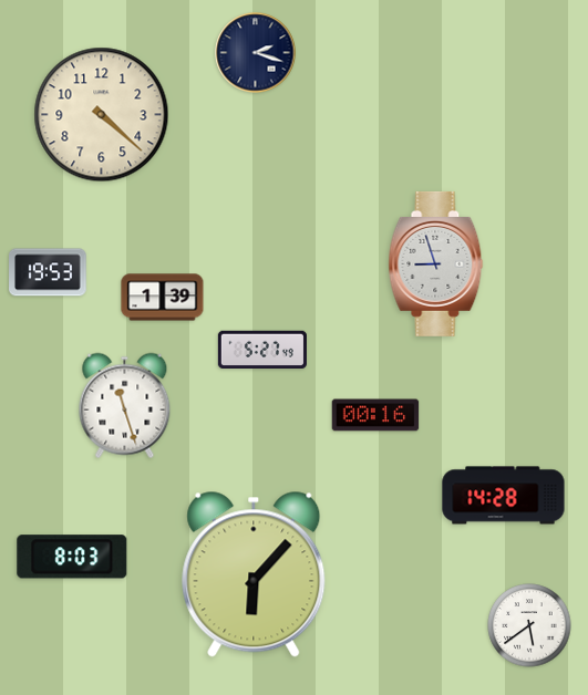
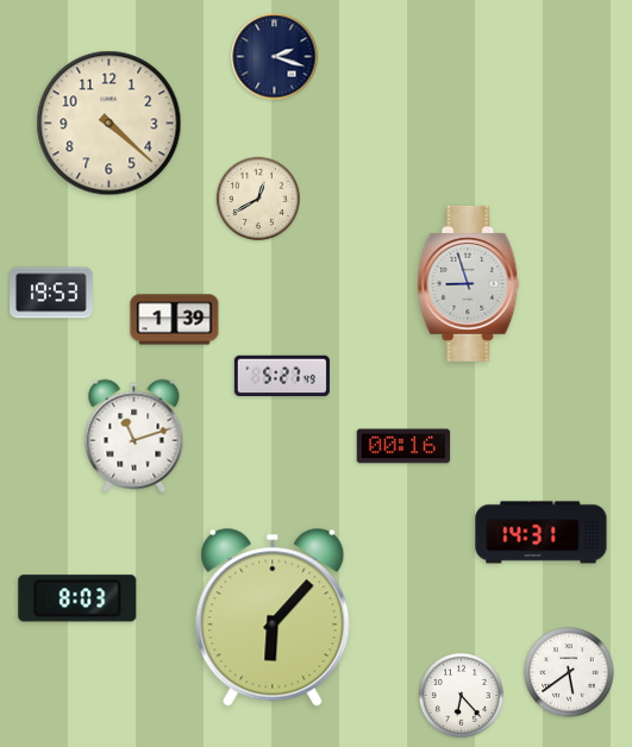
clock at (258, 199): none -> 12:40
clock at (125, 406): 11:27 -> 11:12
clock at (504, 496): 14:28 -> 14:31
clock at (461, 695): none -> 6:23
